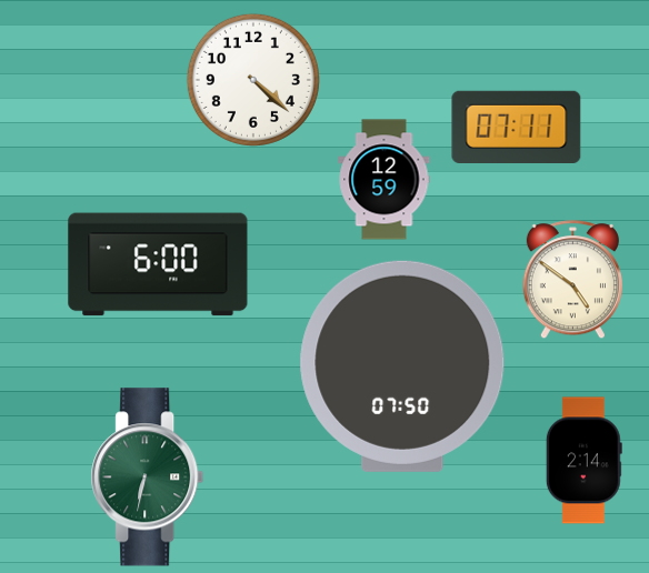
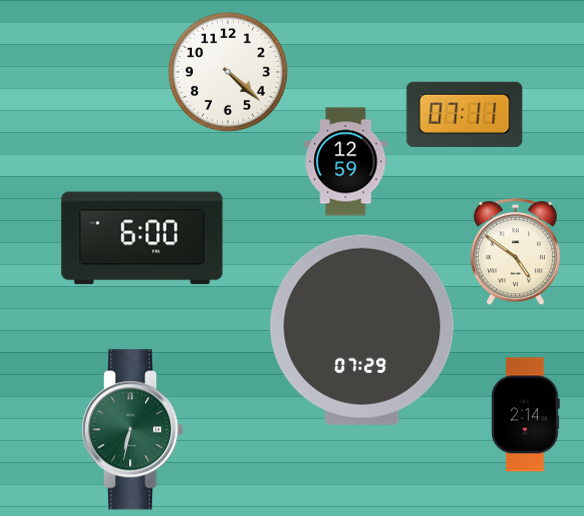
clock at (402, 366): 07:50 -> 07:29
